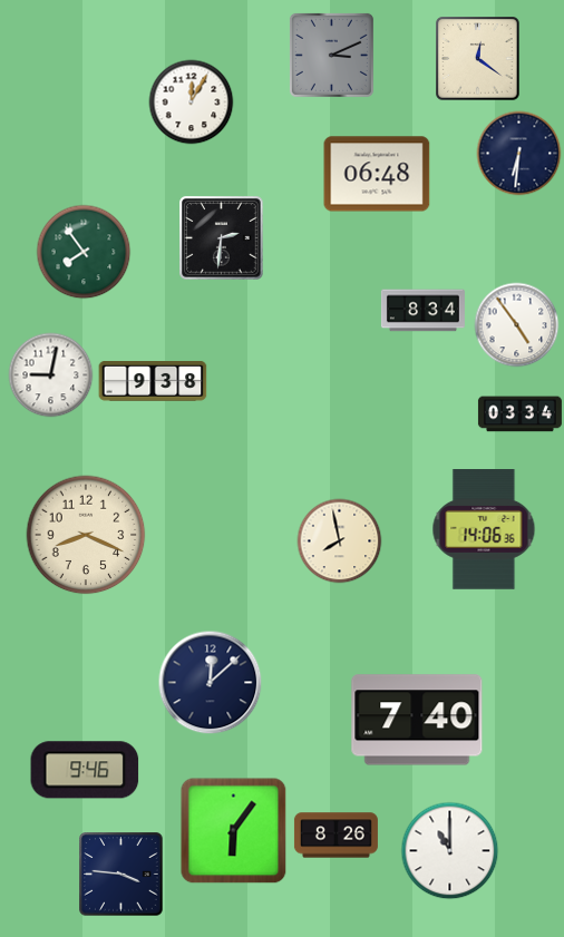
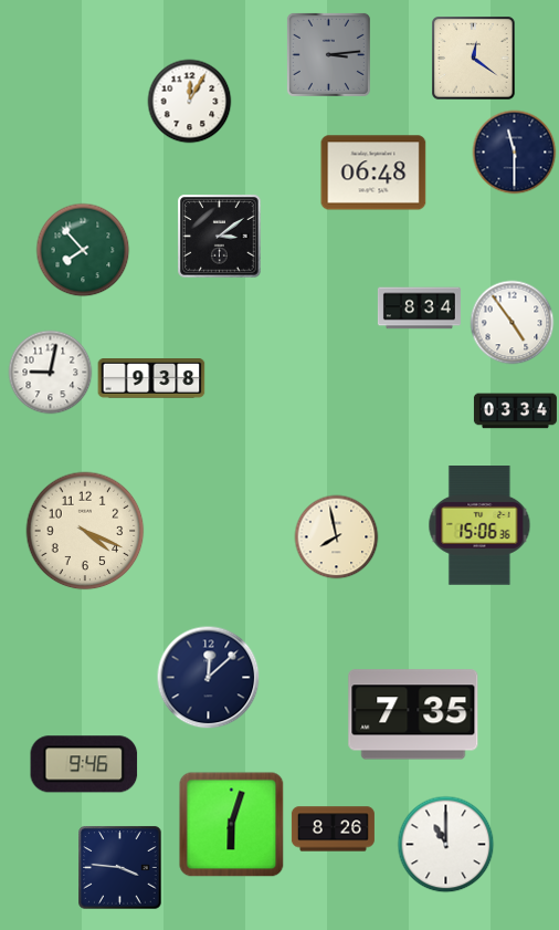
clock at (331, 55): 3:11 -> 3:14
clock at (519, 154): 6:31 -> 11:30
clock at (222, 238): 2:31 -> 3:09
clock at (84, 252): 7:54 -> 7:53
clock at (484, 530): 14:06 -> 15:06
clock at (86, 535): 8:19 -> 4:19
clock at (417, 720): 7:40 -> 7:35
clock at (234, 831): 6:06 -> 6:03
